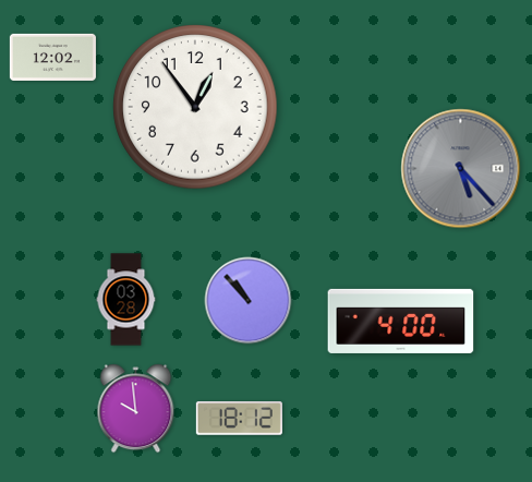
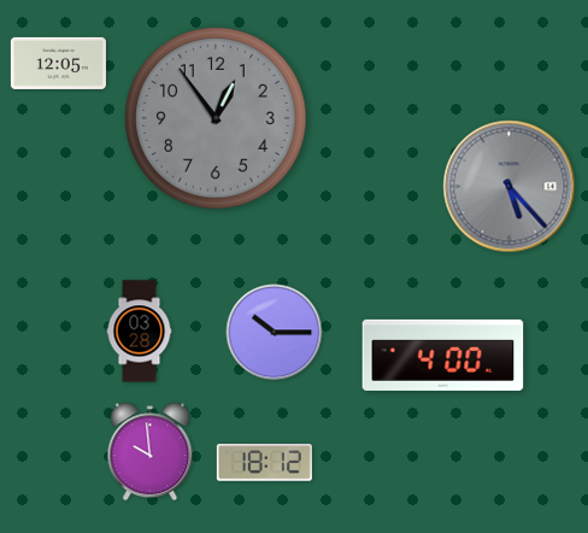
clock at (52, 57): 12:02 -> 12:05
clock at (195, 107) dial: white -> grey
clock at (249, 301): 10:53 -> 10:15
